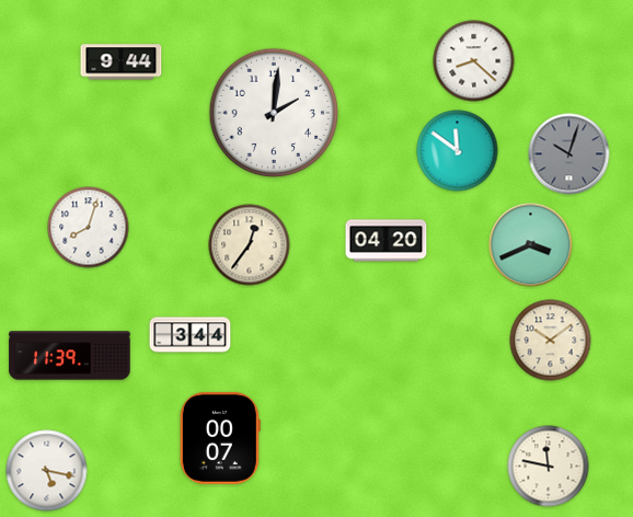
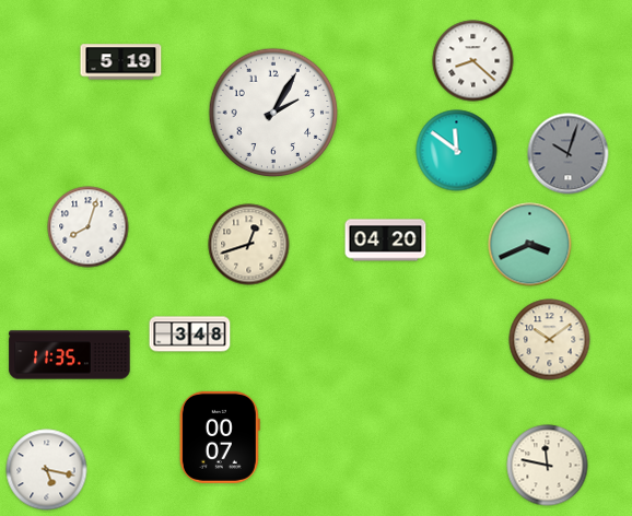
clock at (122, 62): 9:44 -> 5:19
clock at (274, 113): 2:01 -> 2:05
clock at (250, 245): 12:36 -> 12:42
clock at (191, 335): 3:44 -> 3:48
clock at (70, 356): 11:39 -> 11:35
